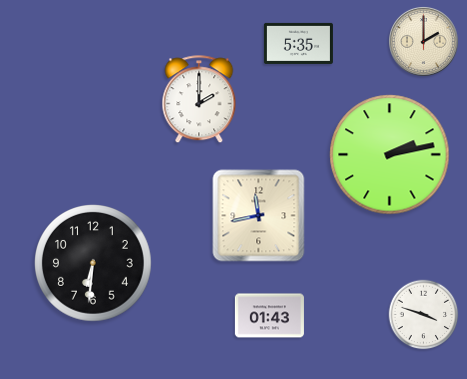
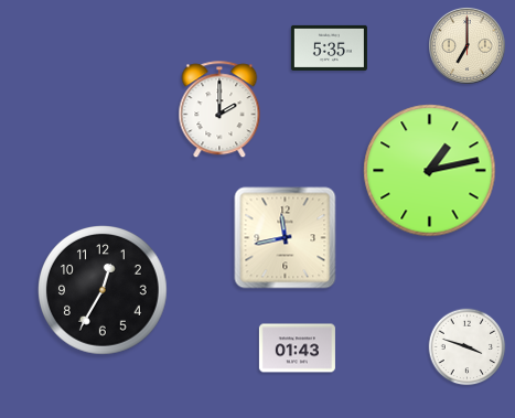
clock at (424, 42): 2:00 -> 7:00
clock at (390, 155): 2:13 -> 1:13
clock at (94, 264): 6:31 -> 12:35
